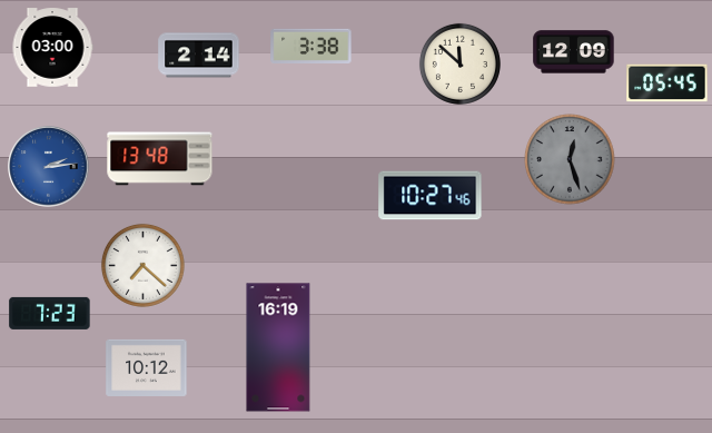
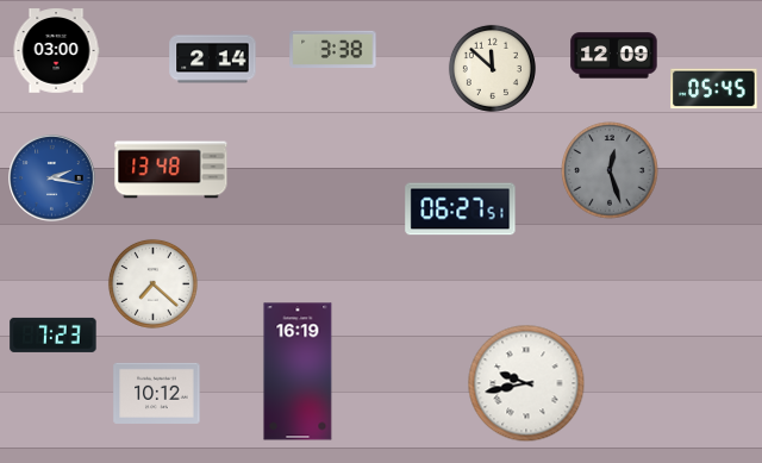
clock at (49, 167): 2:14 -> 2:17
clock at (431, 196): 10:27 -> 06:27
clock at (526, 383): none -> 9:43
